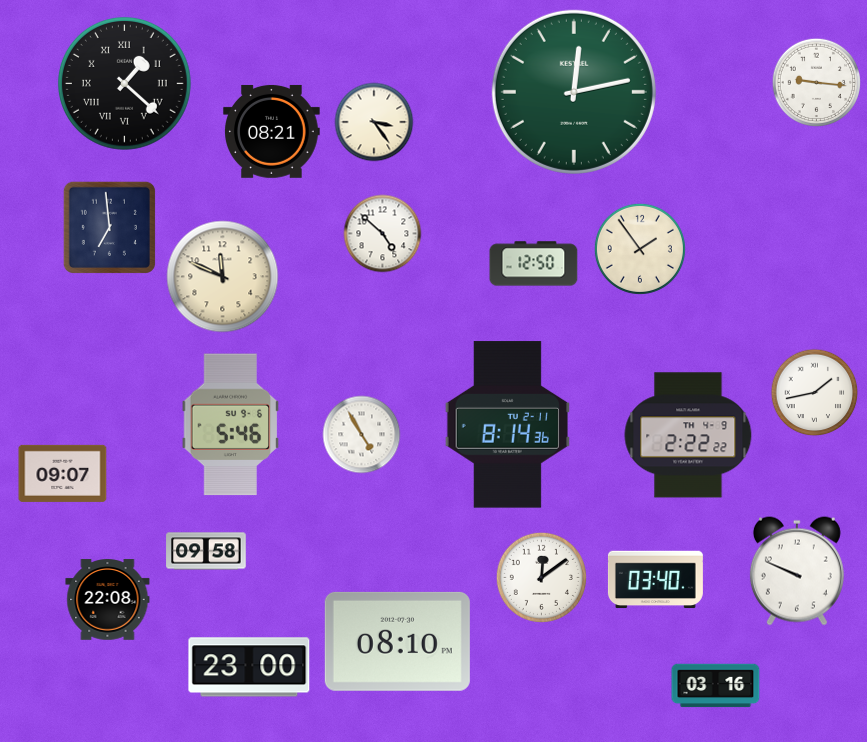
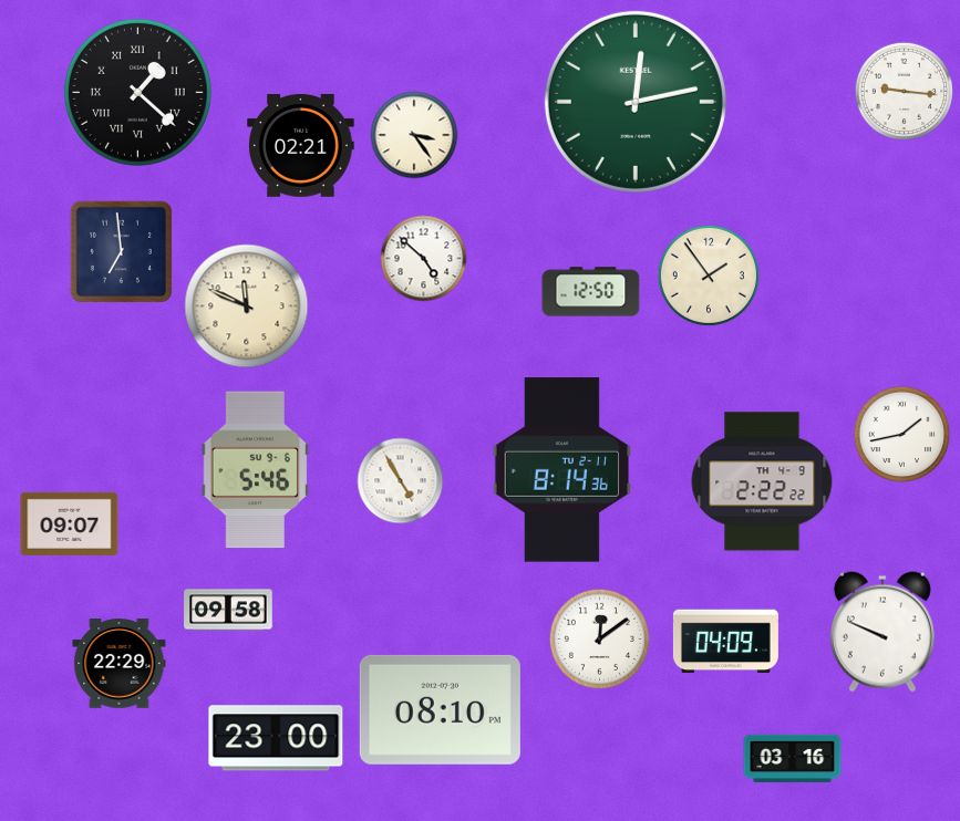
clock at (272, 131): 08:21 -> 02:21
clock at (655, 580): 03:40 -> 04:09
clock at (108, 600): 22:08 -> 22:29
